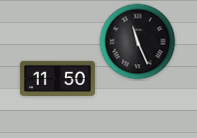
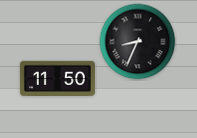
clock at (138, 42): 11:26 -> 8:34
